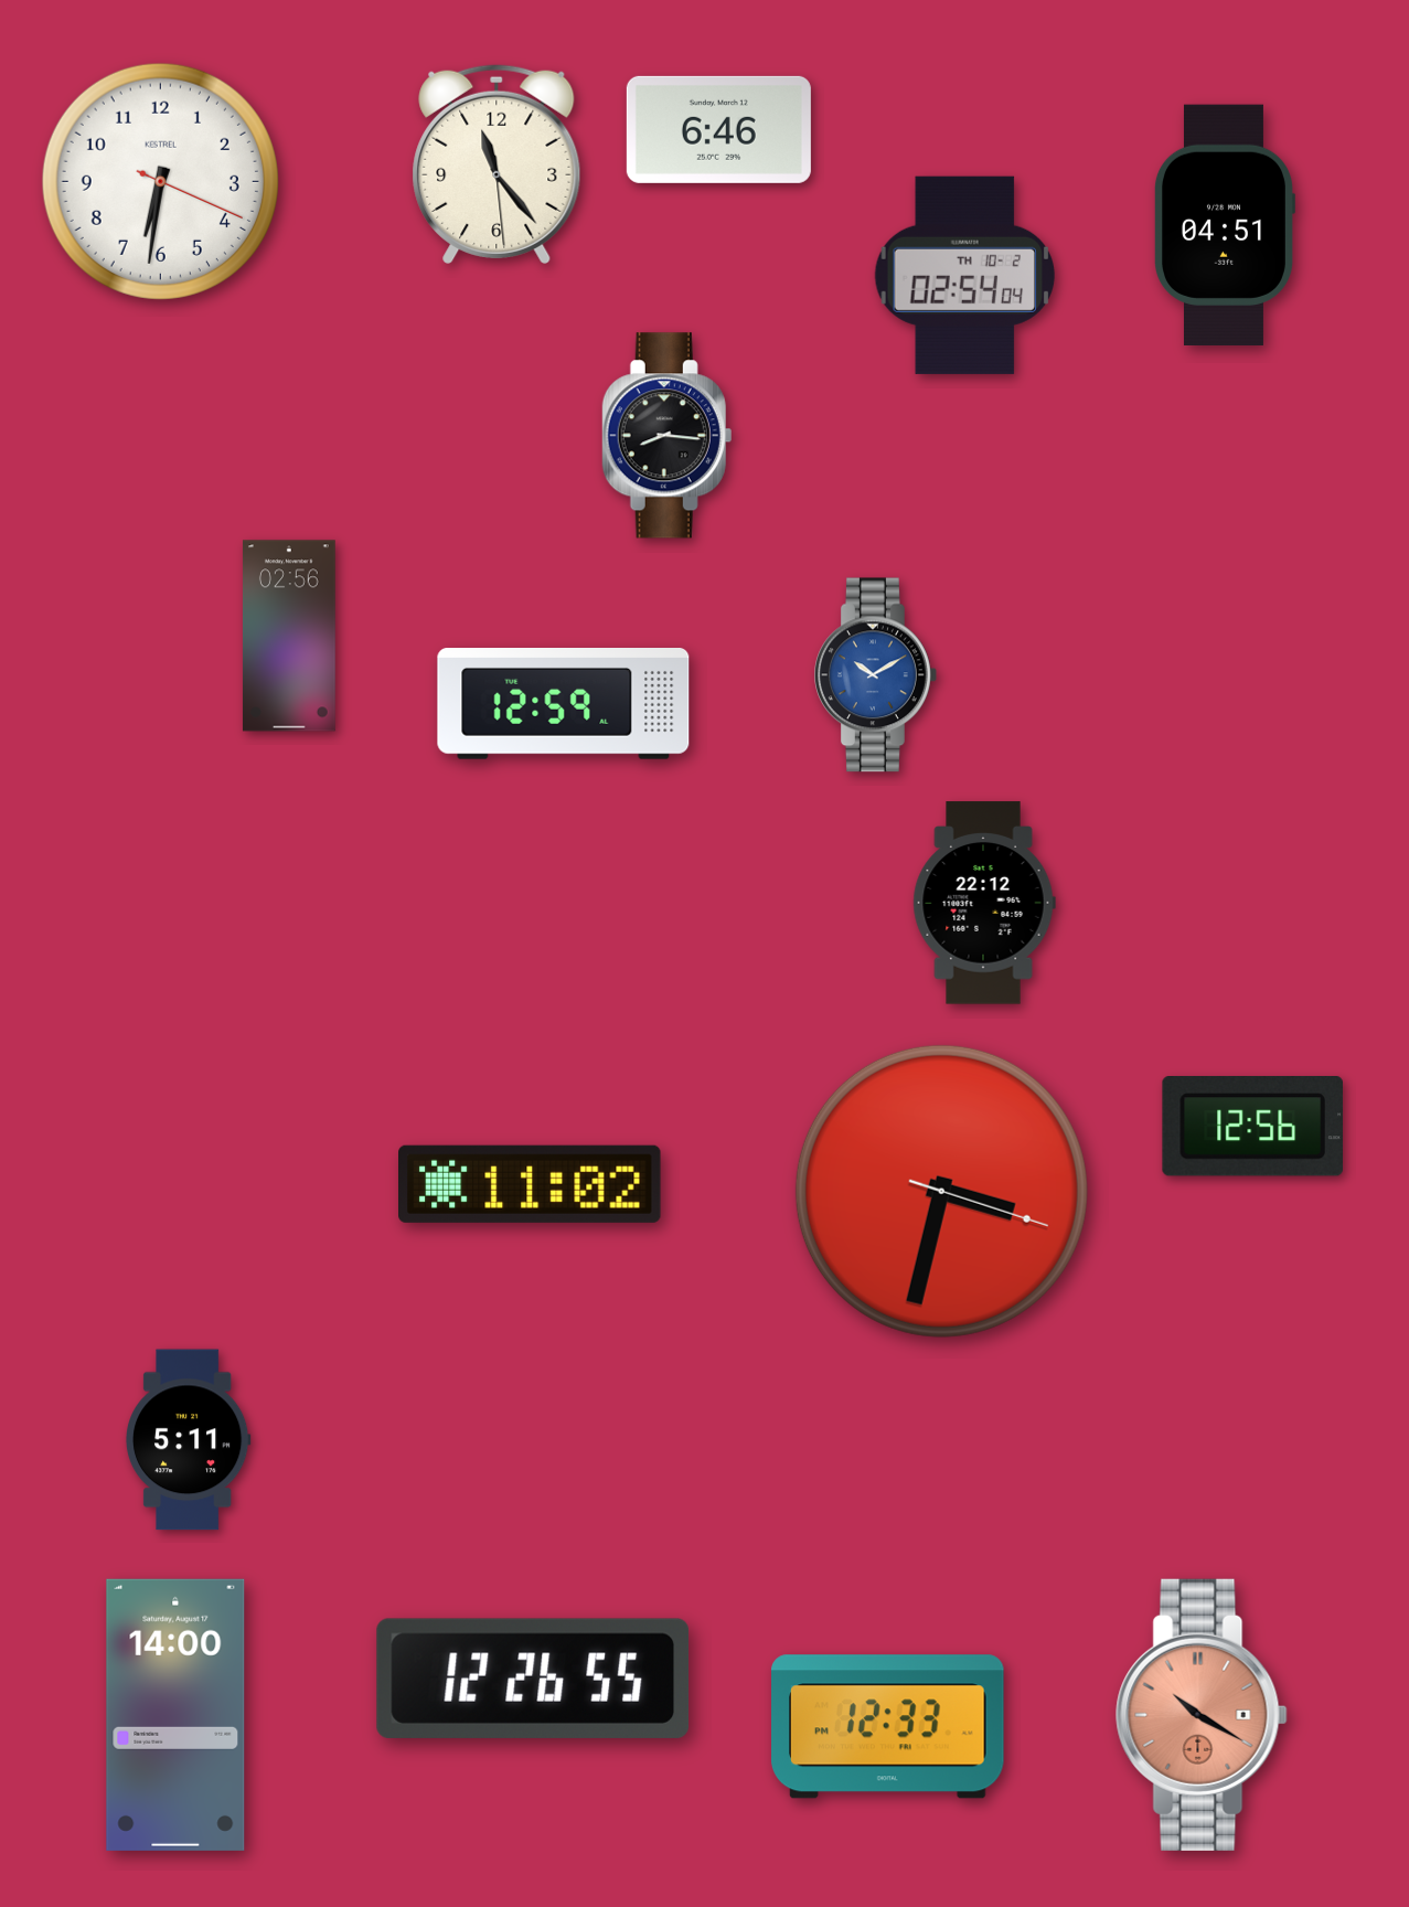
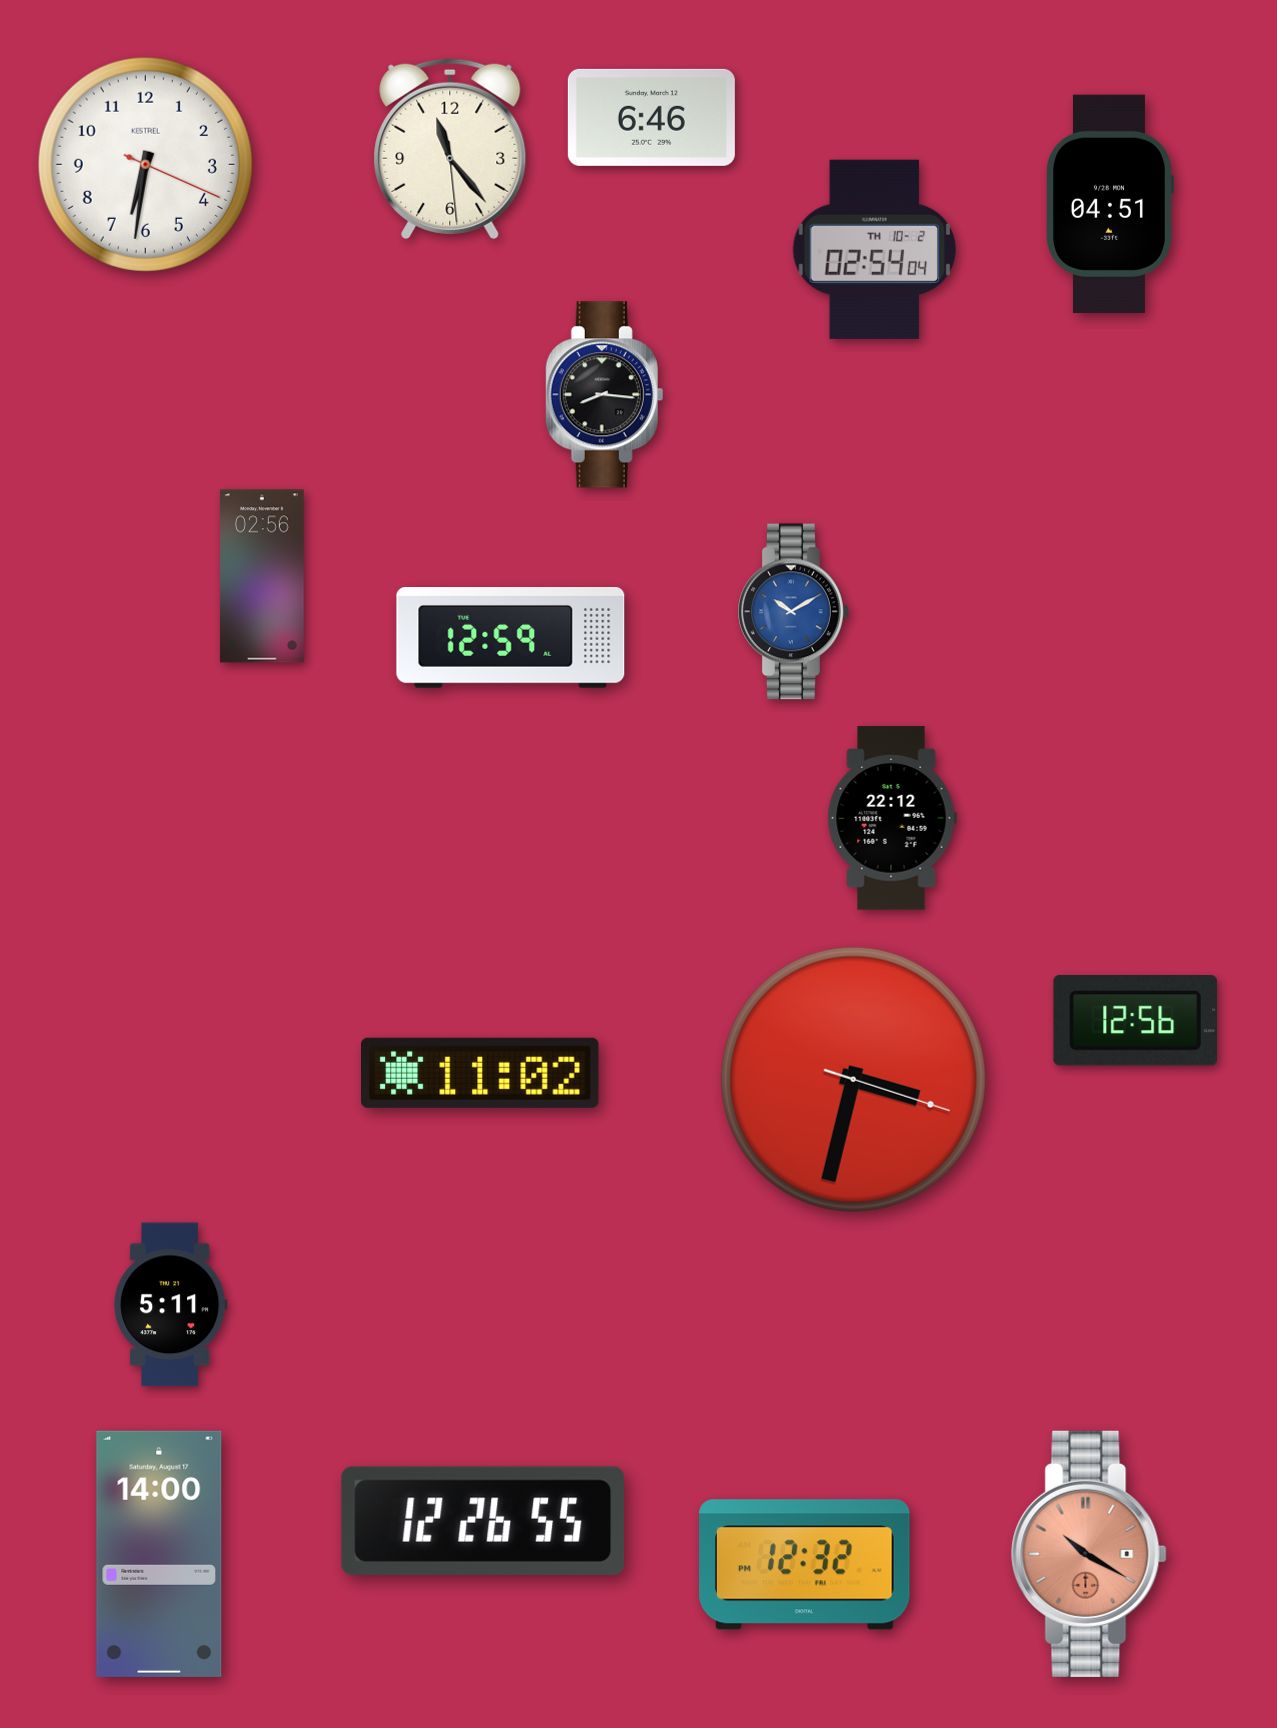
clock at (888, 1727): 12:33 -> 12:32
